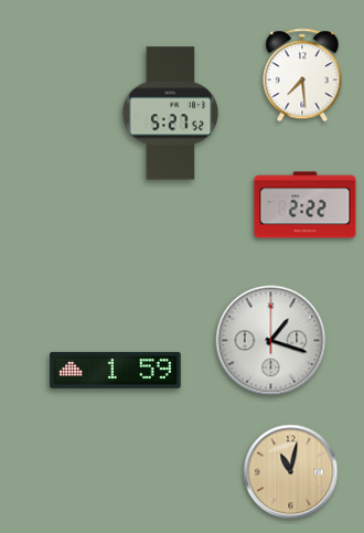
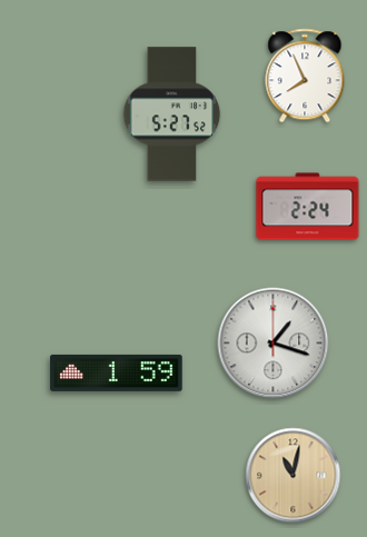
clock at (302, 75): 7:29 -> 7:56
clock at (306, 205): 2:22 -> 2:24
